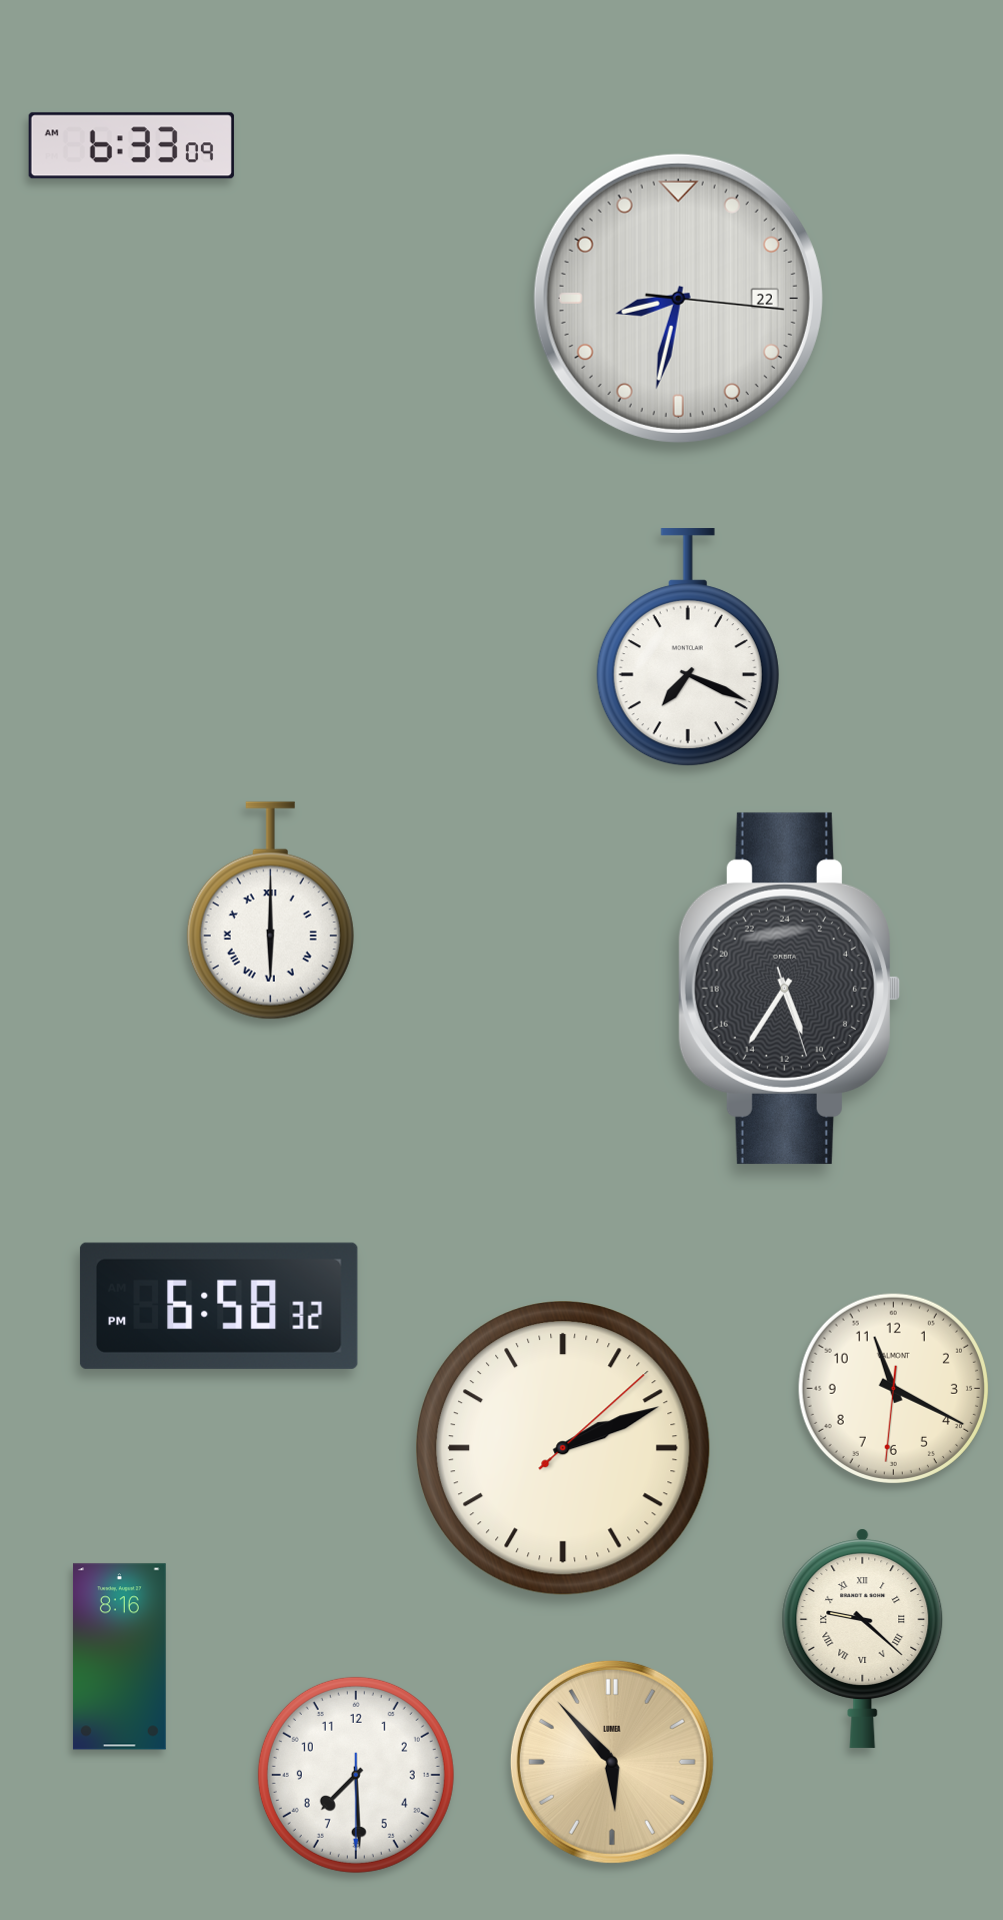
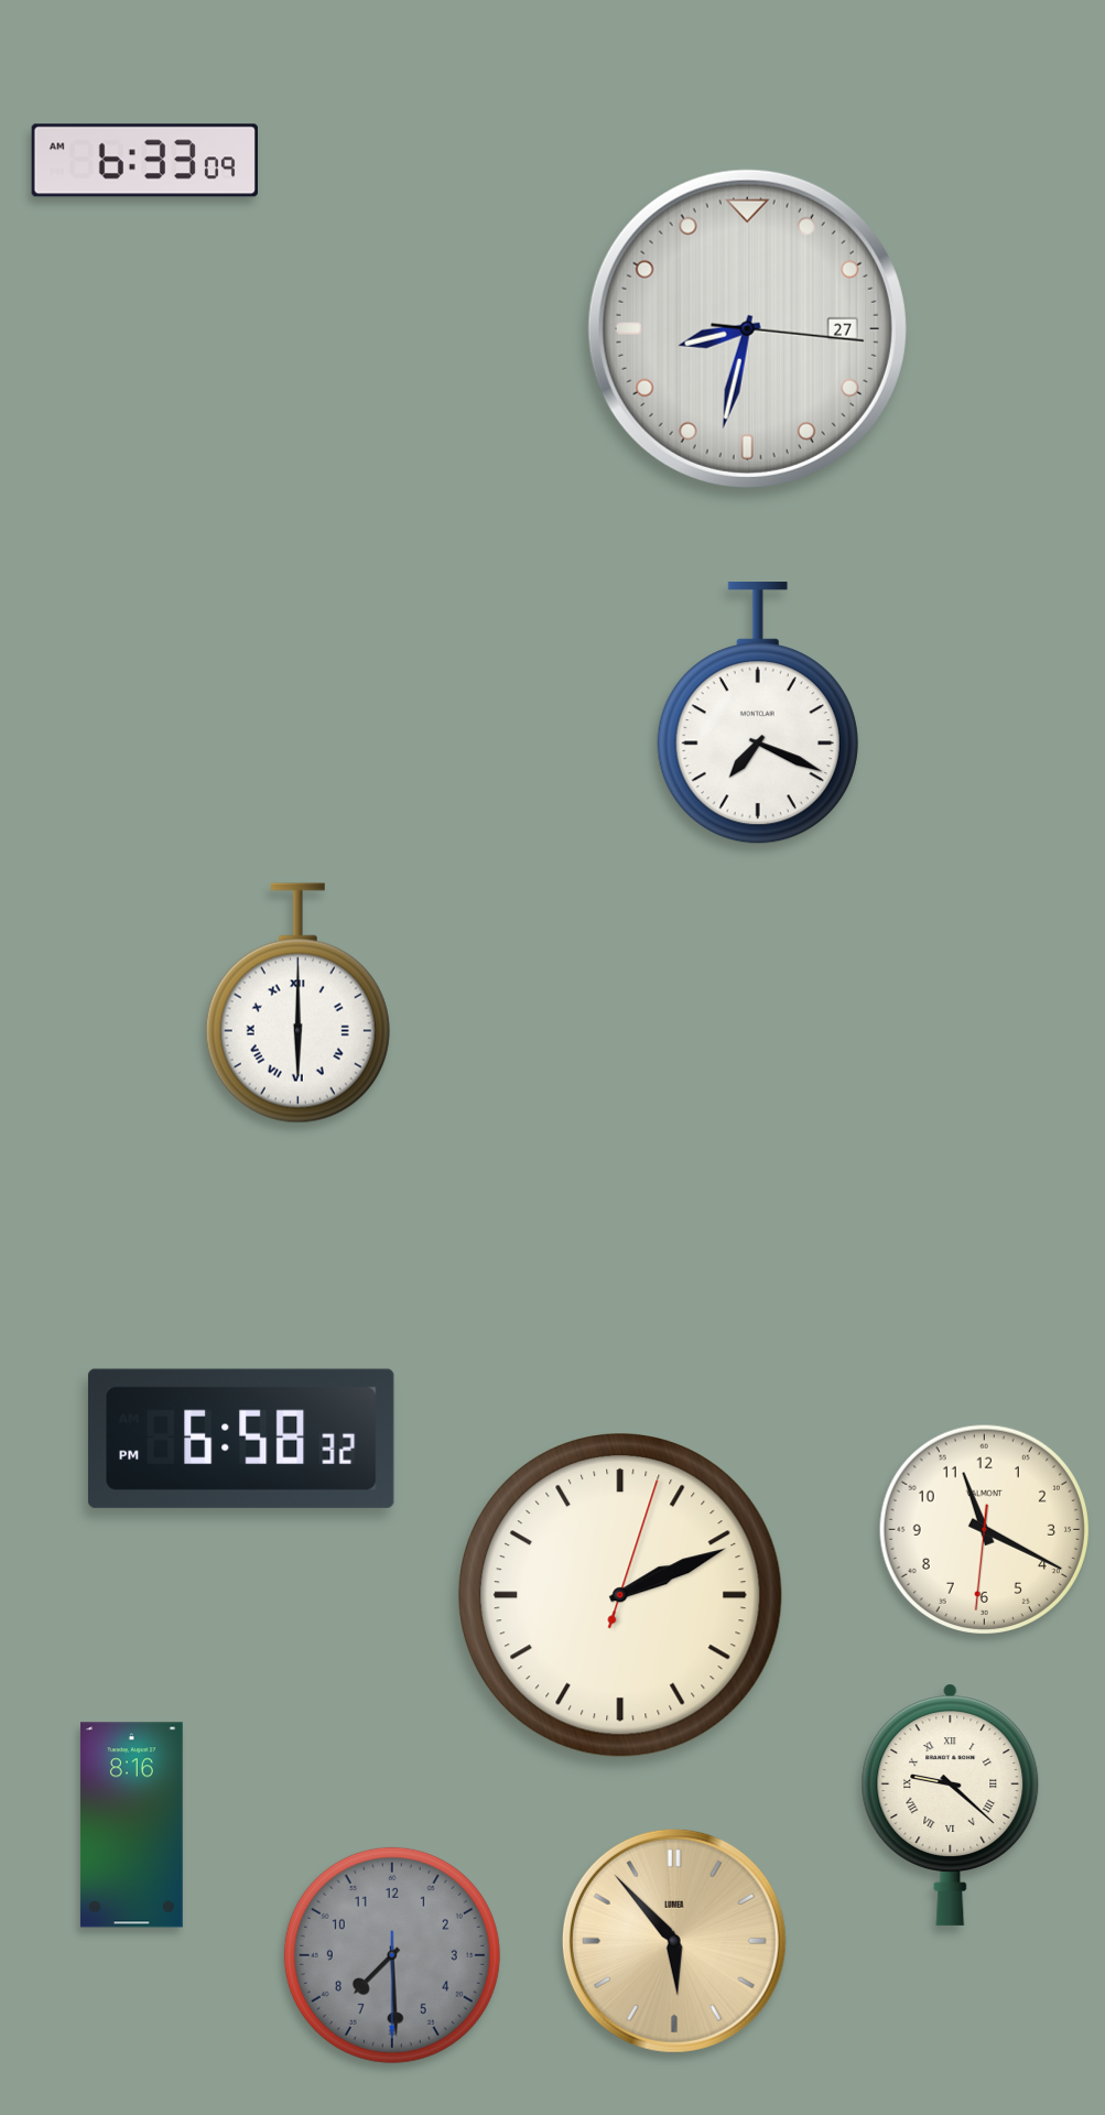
clock at (678, 298) date: 22 -> 27
clock at (789, 988): 10:35 -> none
clock at (563, 1448): 2:11:08 -> 2:11:03
clock at (356, 1775) dial: white -> grey
